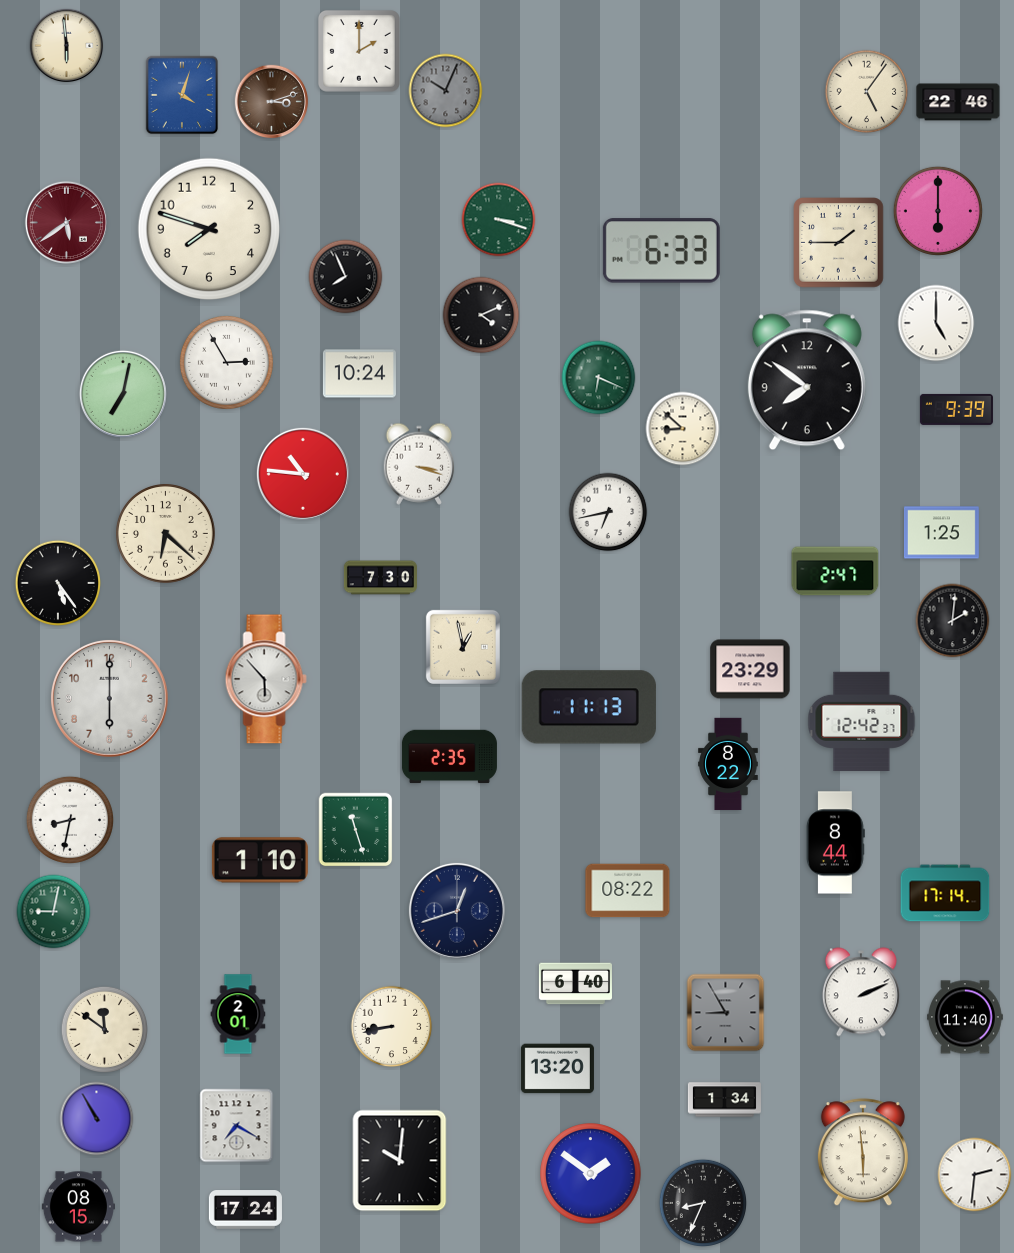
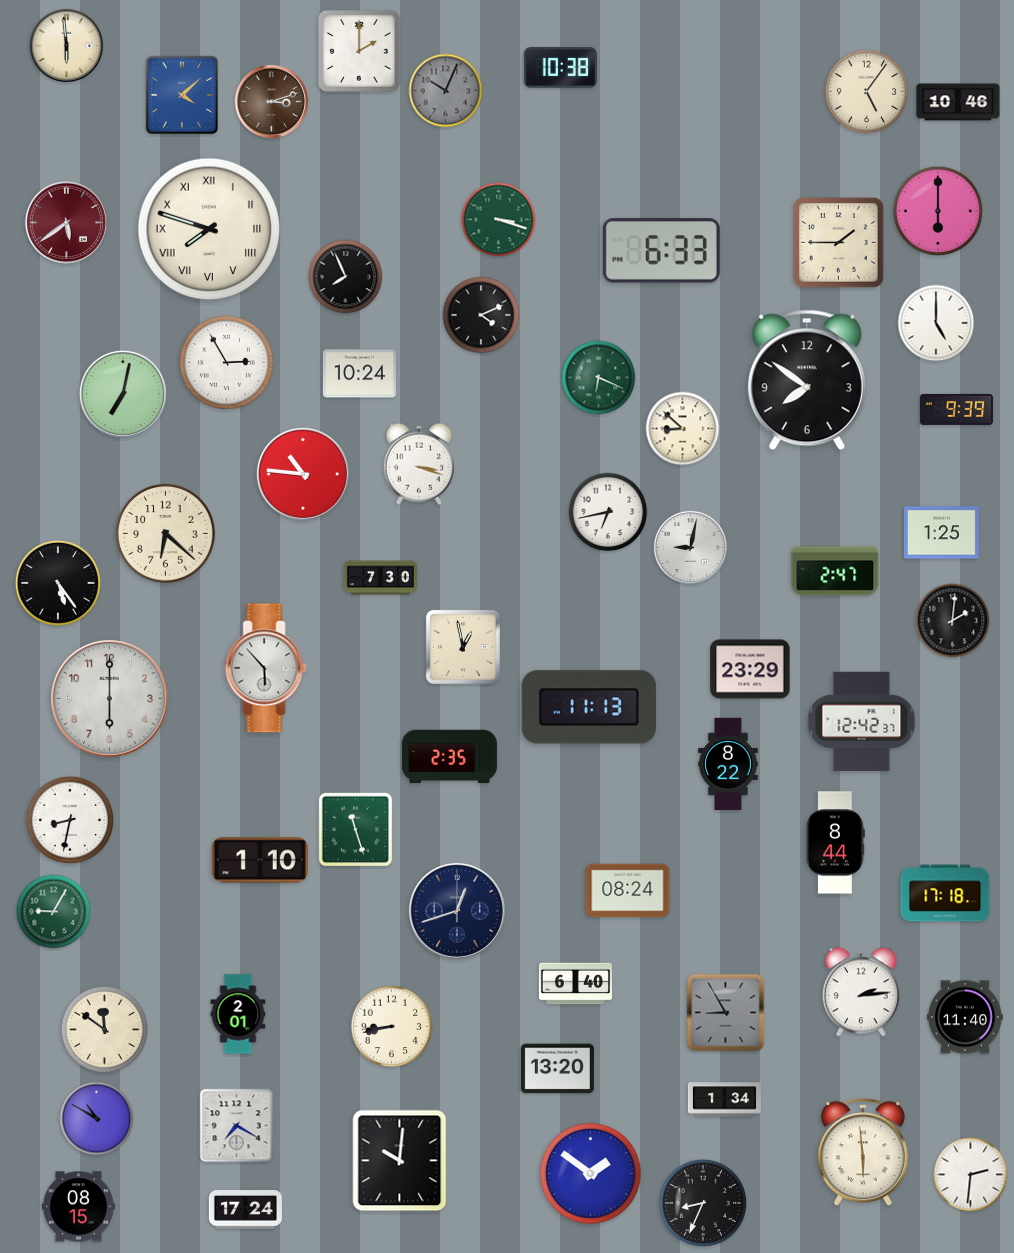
clock at (560, 68): none -> 10:38
clock at (182, 95): 4:03 -> 4:08
clock at (958, 102): 22:46 -> 10:46
clock at (209, 229) numerals: Arabic -> Roman
clock at (691, 548): none -> 9:02
clock at (266, 679) position: (266, 679) -> (266, 668)
clock at (628, 891): 08:22 -> 08:24
clock at (945, 893): 17:14 -> 17:18
clock at (54, 912): 9:02 -> 9:05
clock at (861, 992): 2:11 -> 2:14
clock at (97, 1119): 10:55 -> 10:50
clock at (975, 1175) position: (975, 1175) -> (971, 1175)
